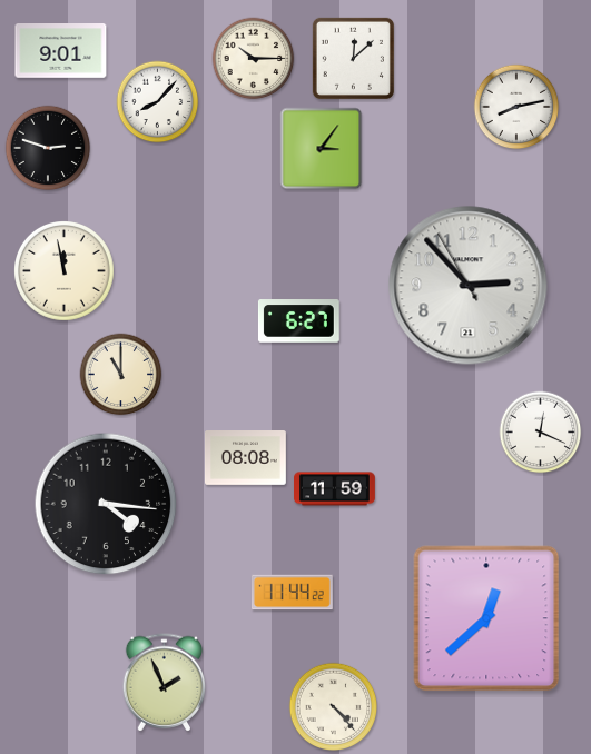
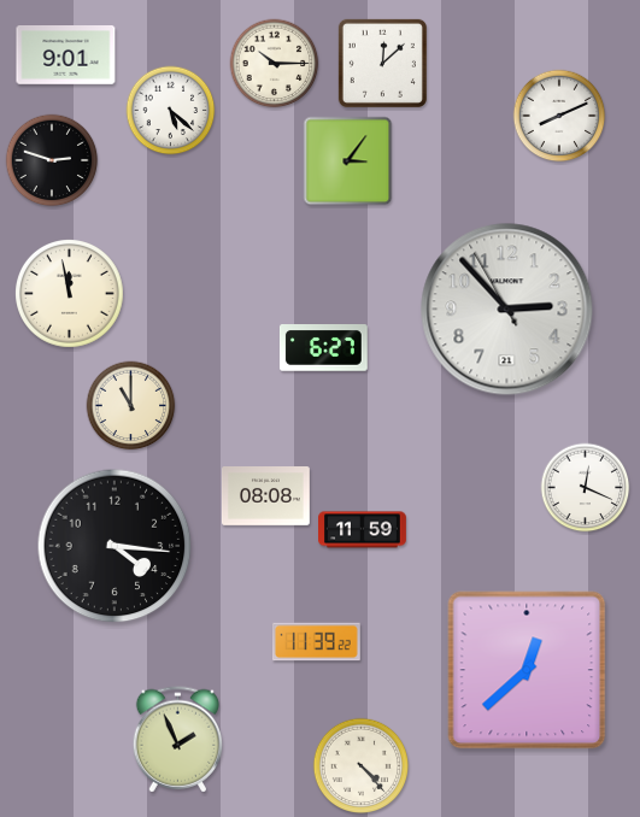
clock at (158, 102): 8:07 -> 5:22
clock at (516, 107): 8:13 -> 8:11
clock at (541, 433) position: (541, 433) -> (586, 488)
clock at (293, 593): 11:44 -> 11:39
